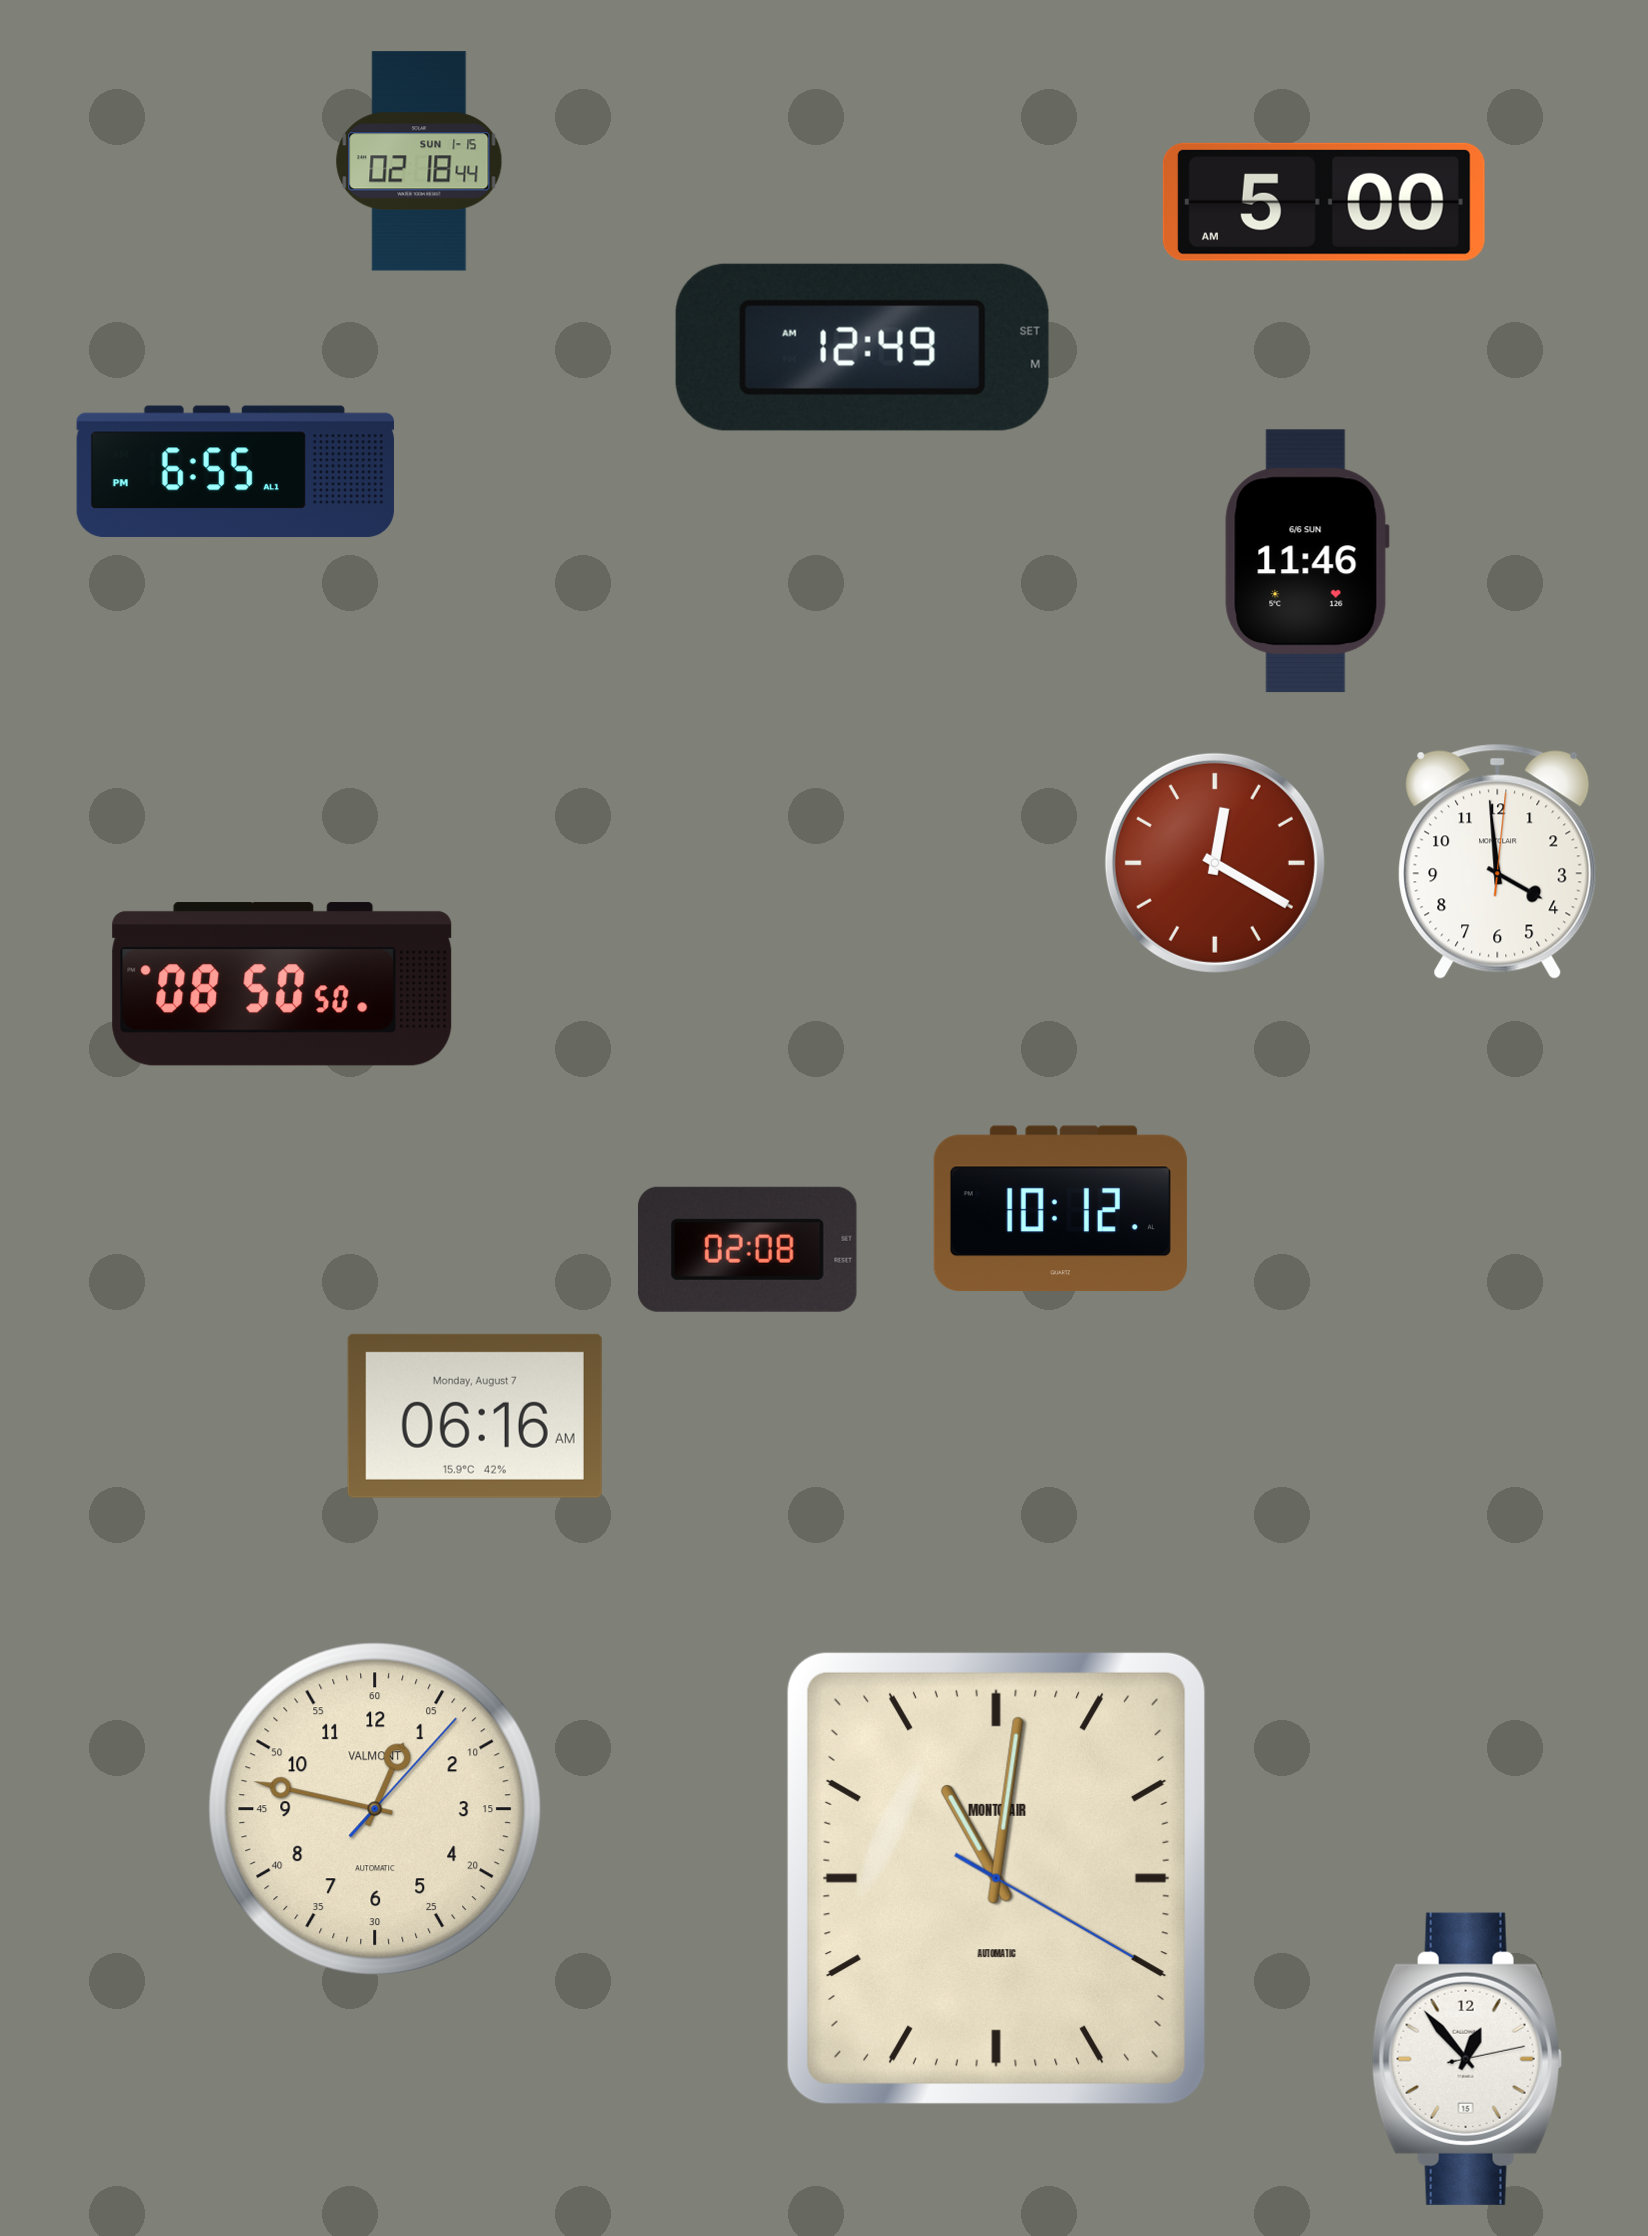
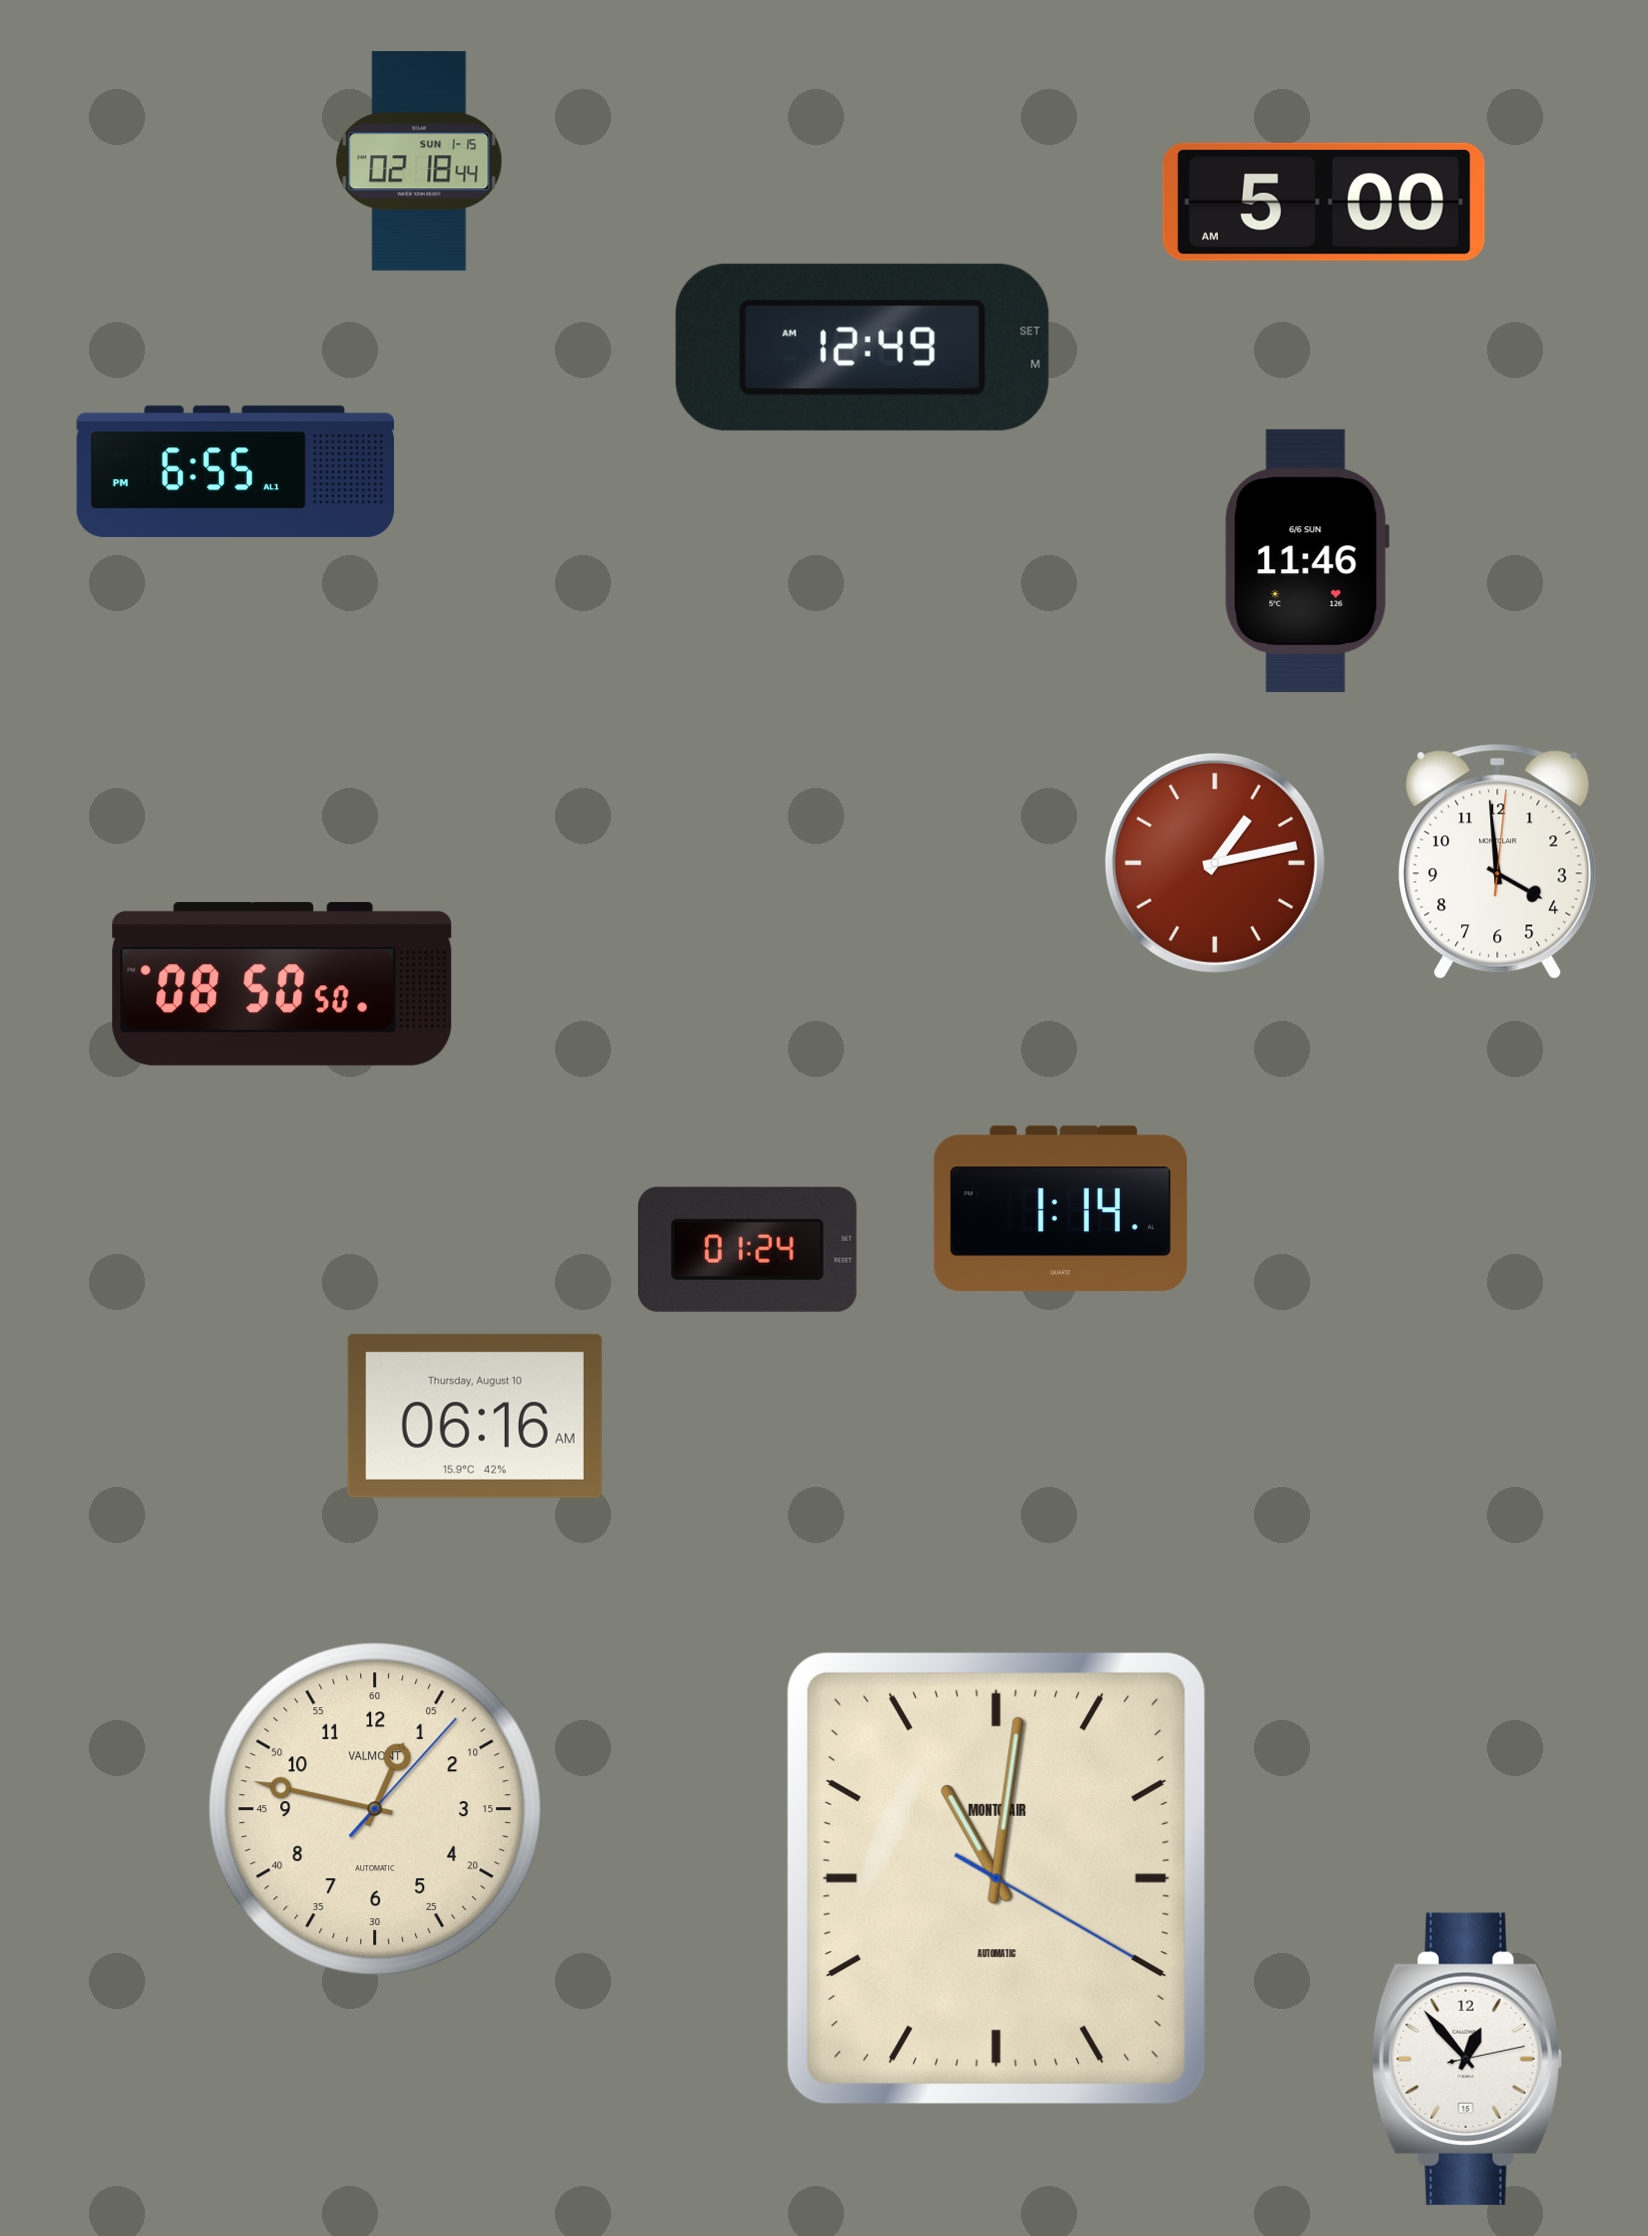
clock at (1215, 863): 12:20 -> 1:13
clock at (1060, 1209): 10:12 -> 1:14
clock at (747, 1249): 02:08 -> 01:24
clock at (475, 1416) date: Monday, August 7 -> Thursday, August 10
